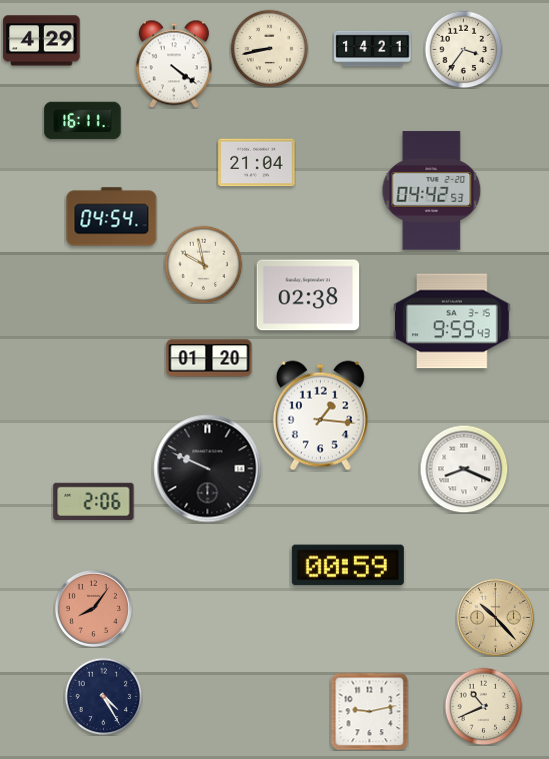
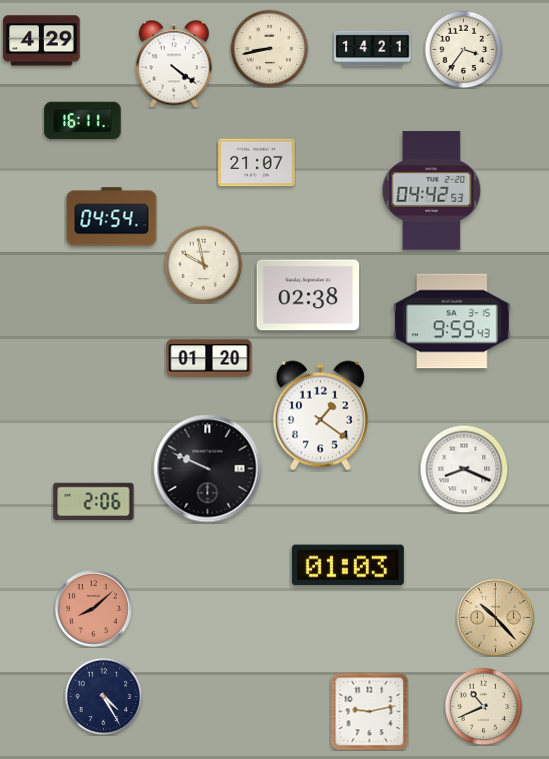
clock at (257, 163): 21:04 -> 21:07
clock at (320, 416): 1:16 -> 1:21
clock at (348, 565): 00:59 -> 01:03
clock at (93, 608): 8:06 -> 8:08
